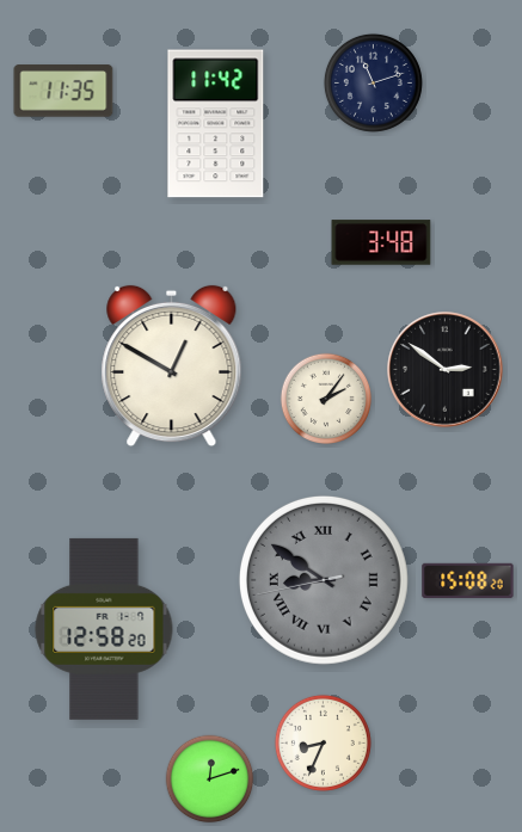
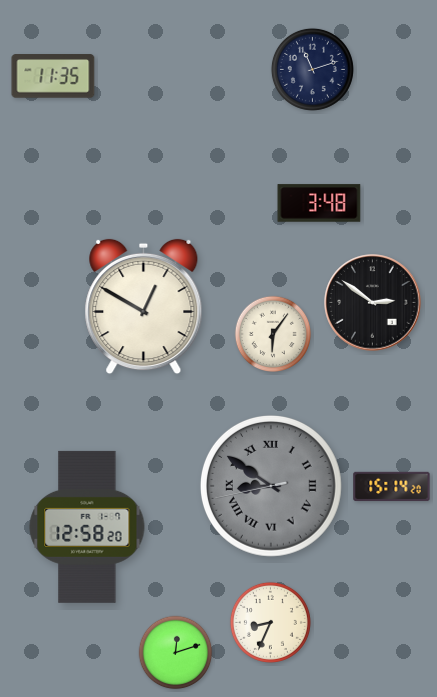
clock at (216, 124): 11:42 -> none
clock at (446, 370) position: (446, 370) -> (373, 303)
clock at (325, 397): 2:06 -> 6:06
clock at (468, 581): 15:08 -> 15:14
